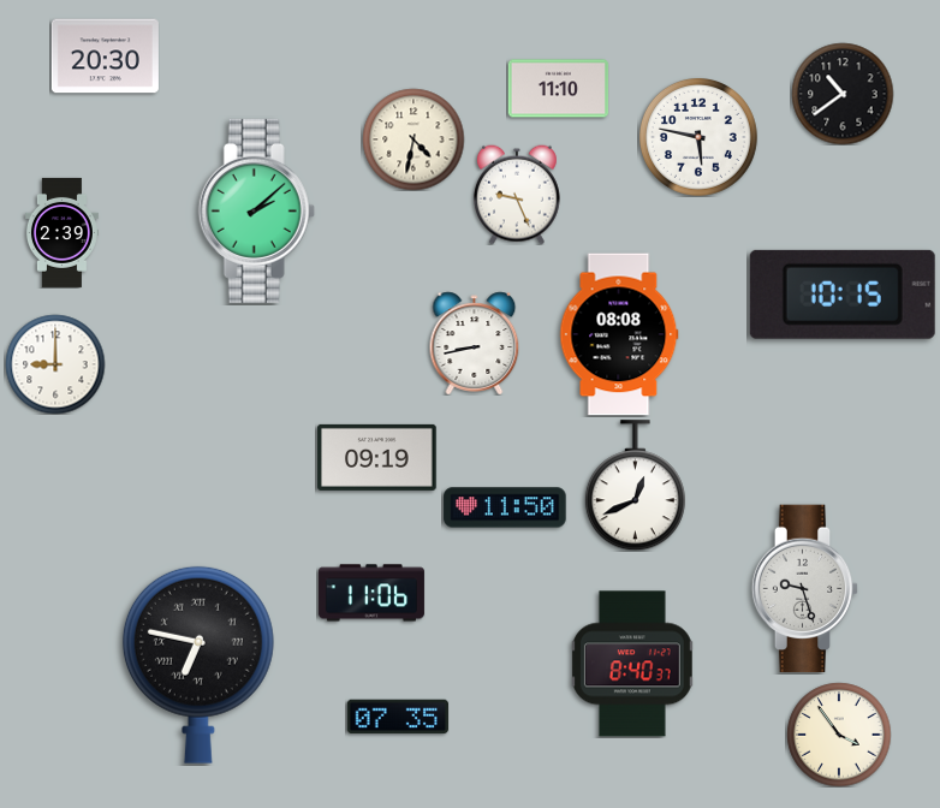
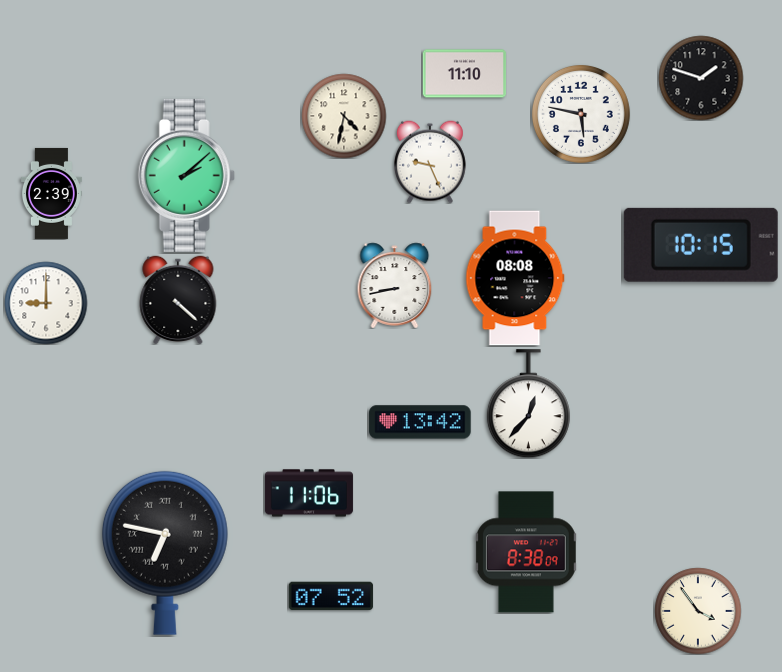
clock at (105, 57): 20:30 -> none
clock at (843, 94): 10:39 -> 1:48
clock at (256, 210) position: (256, 210) -> (186, 175)
clock at (178, 300): none -> 4:22
clock at (377, 457): 09:19 -> none
clock at (635, 486): 12:41 -> 12:37
clock at (505, 507): 11:50 -> 13:42
clock at (805, 589): 9:27 -> none
clock at (632, 664): 8:40 -> 8:38
clock at (398, 717): 07:35 -> 07:52
